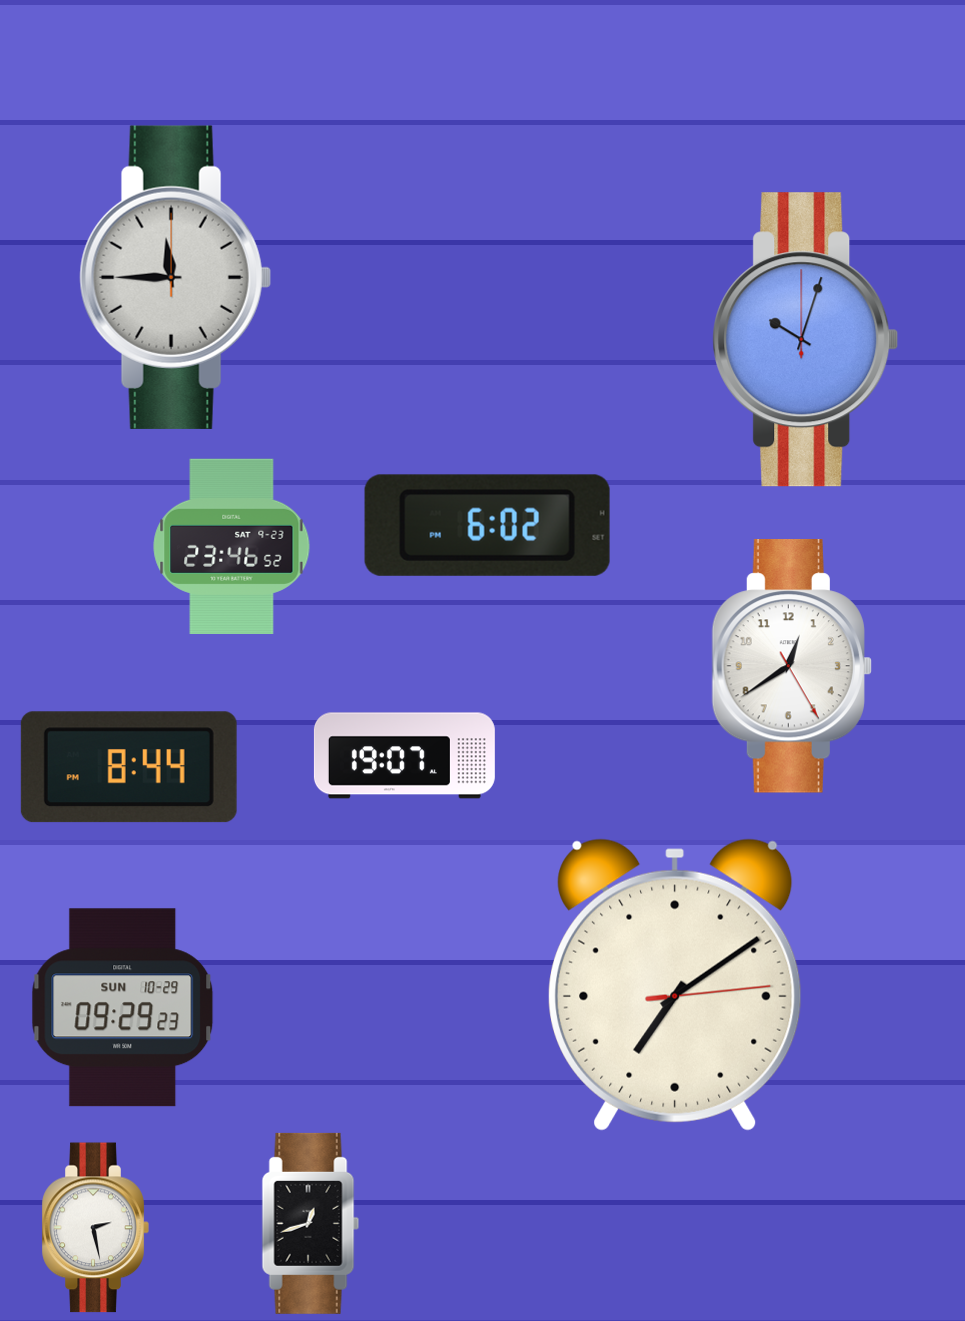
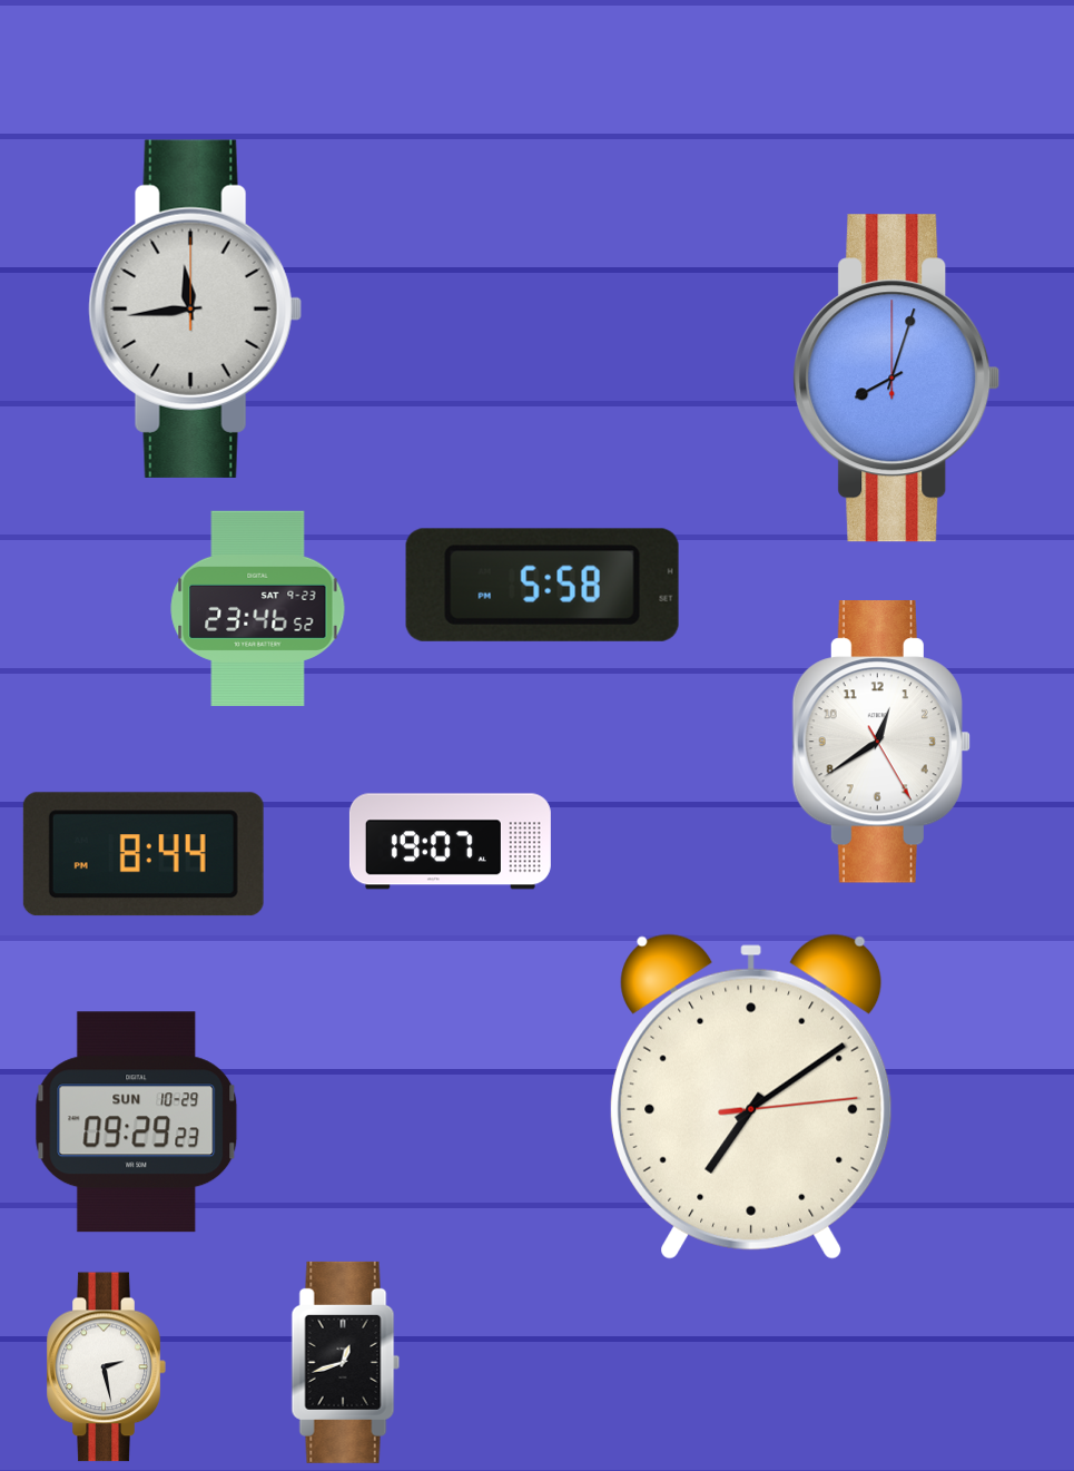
clock at (175, 277): 11:45 -> 11:44
clock at (806, 340): 10:03 -> 8:03
clock at (487, 525): 6:02 -> 5:58
